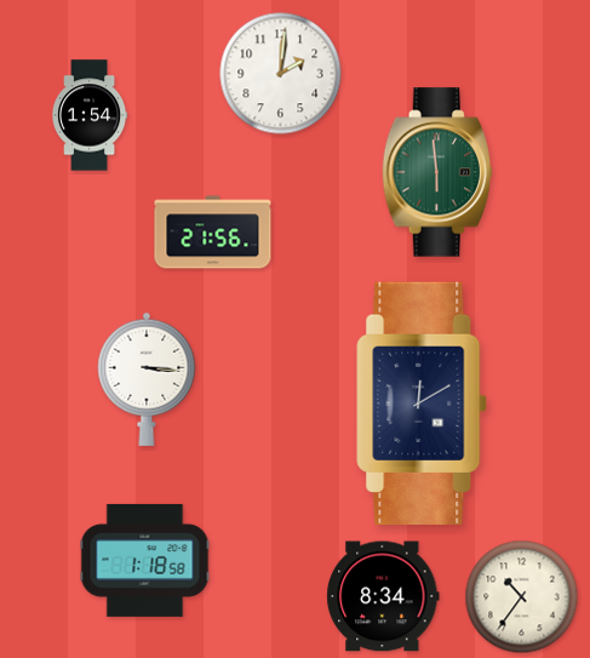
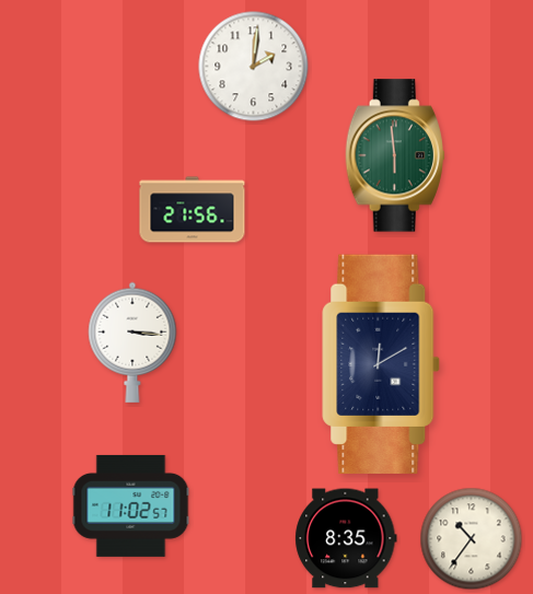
clock at (91, 115): 1:54 -> none
clock at (145, 560): 1:18 -> 11:02
clock at (383, 596): 8:34 -> 8:35
